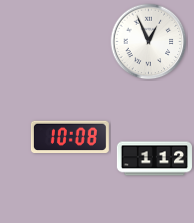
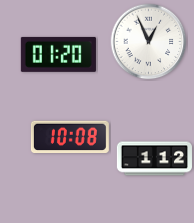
clock at (58, 54): none -> 01:20
